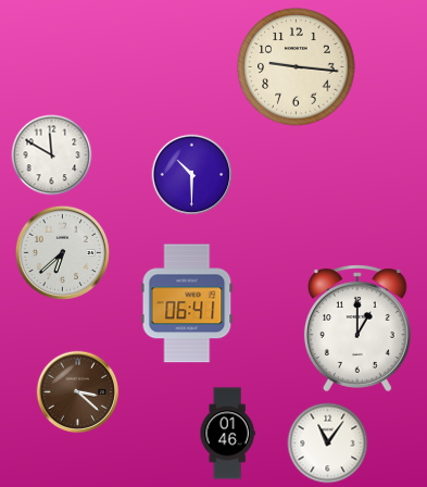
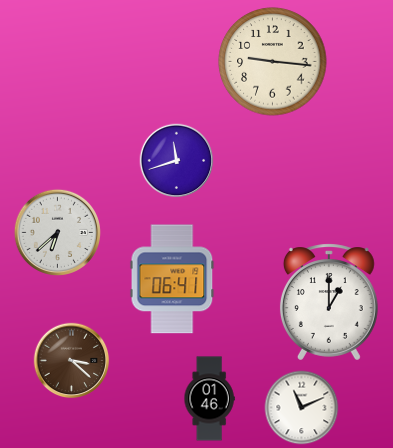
clock at (52, 155): 11:50 -> none
clock at (192, 175): 10:30 -> 11:42
clock at (328, 444): 11:06 -> 11:11
